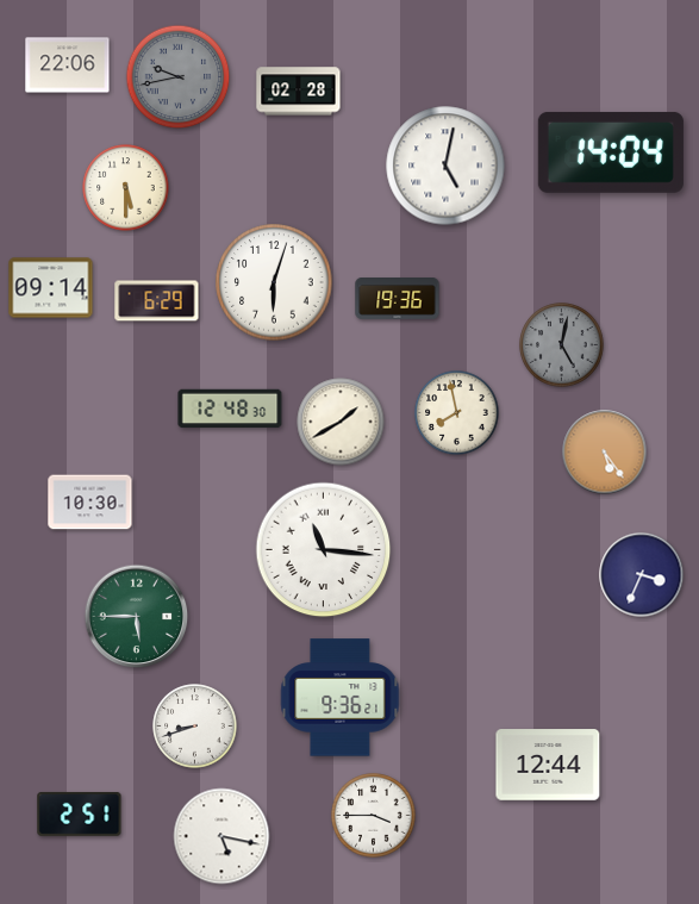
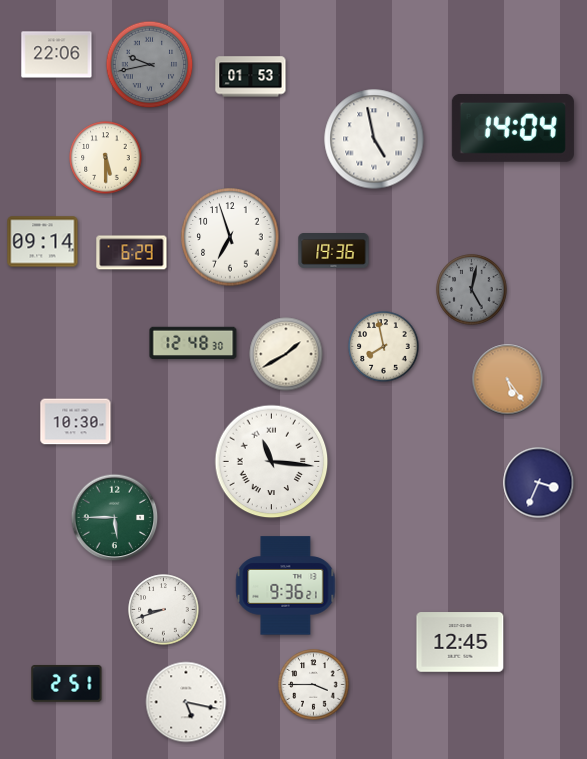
clock at (299, 92): 02:28 -> 01:53
clock at (445, 166): 5:02 -> 4:58
clock at (274, 282): 6:03 -> 6:57
clock at (548, 765): 12:44 -> 12:45
